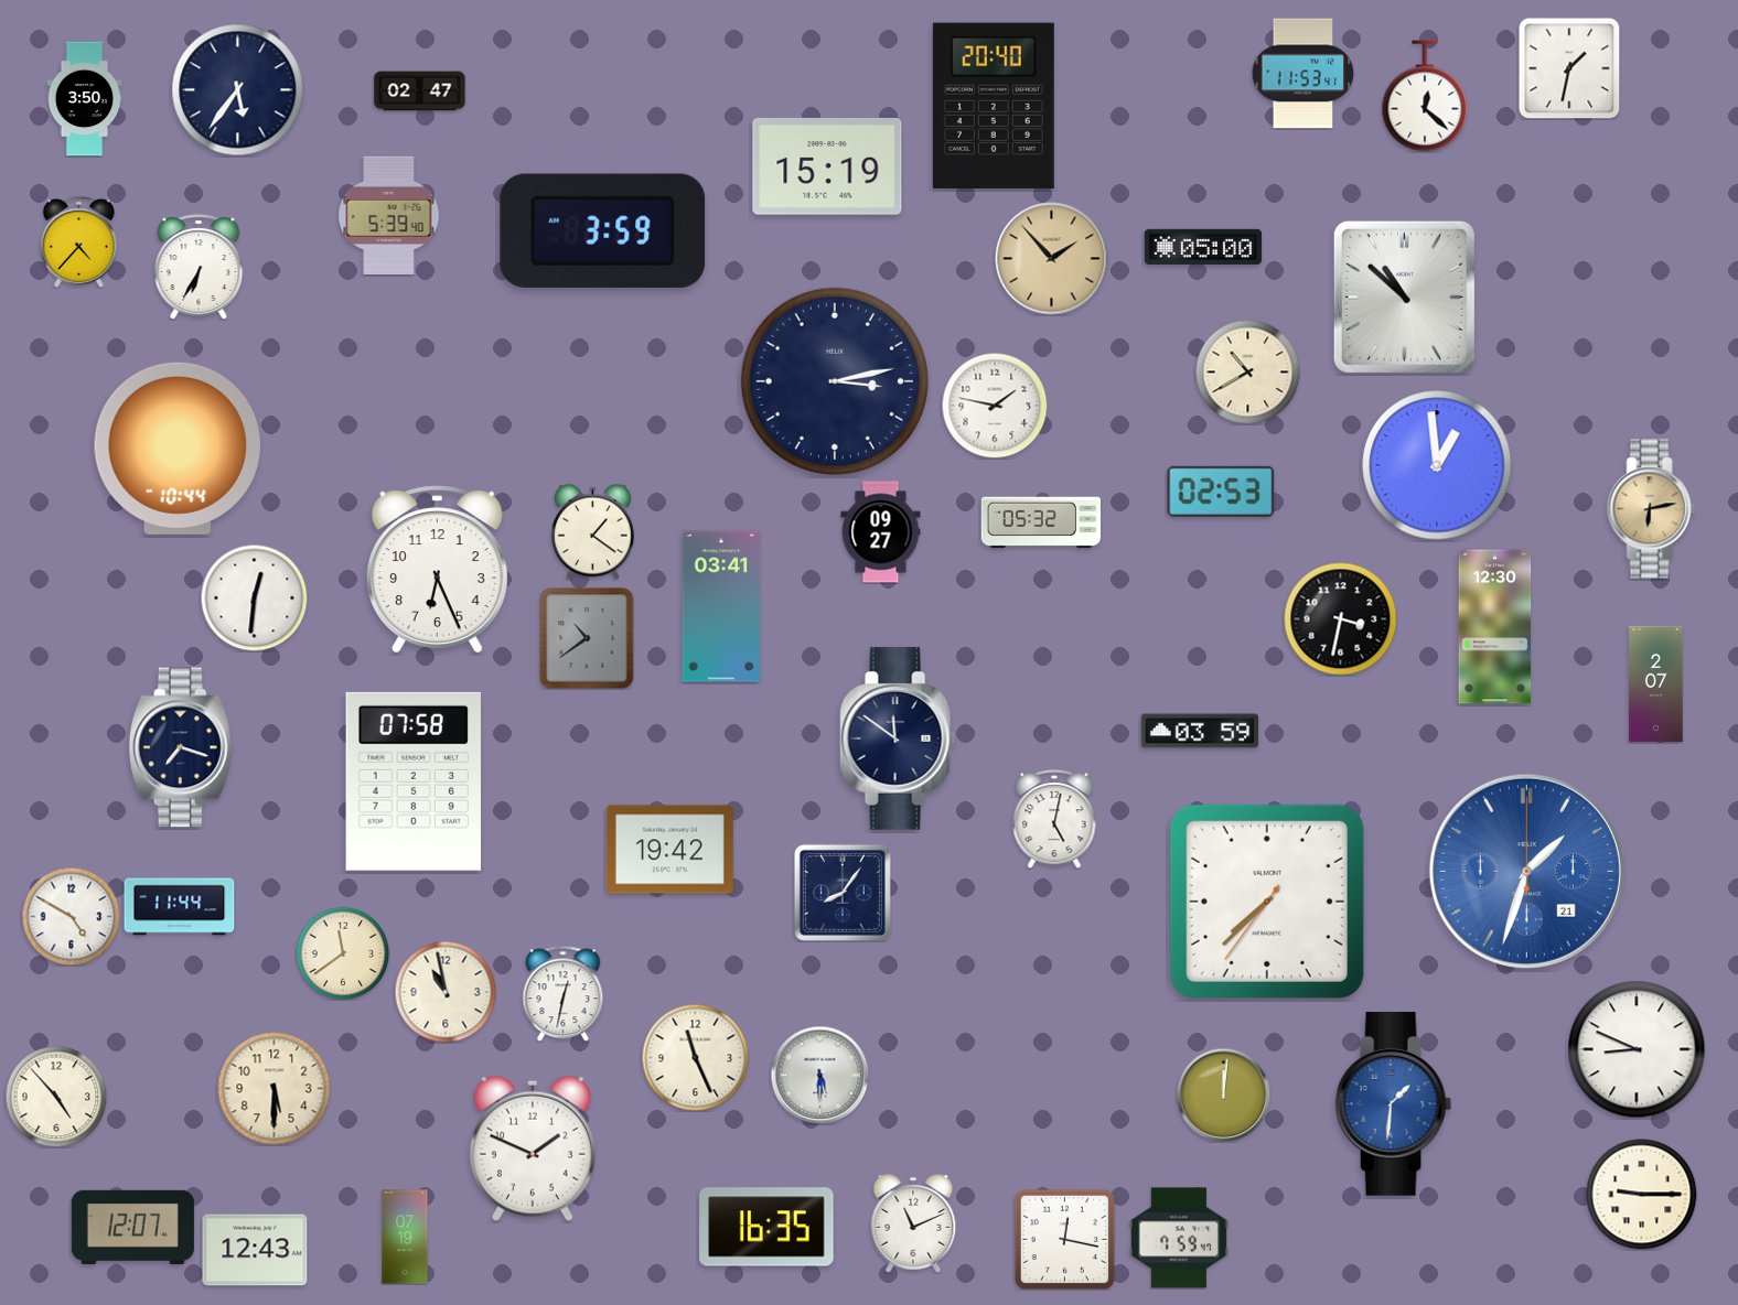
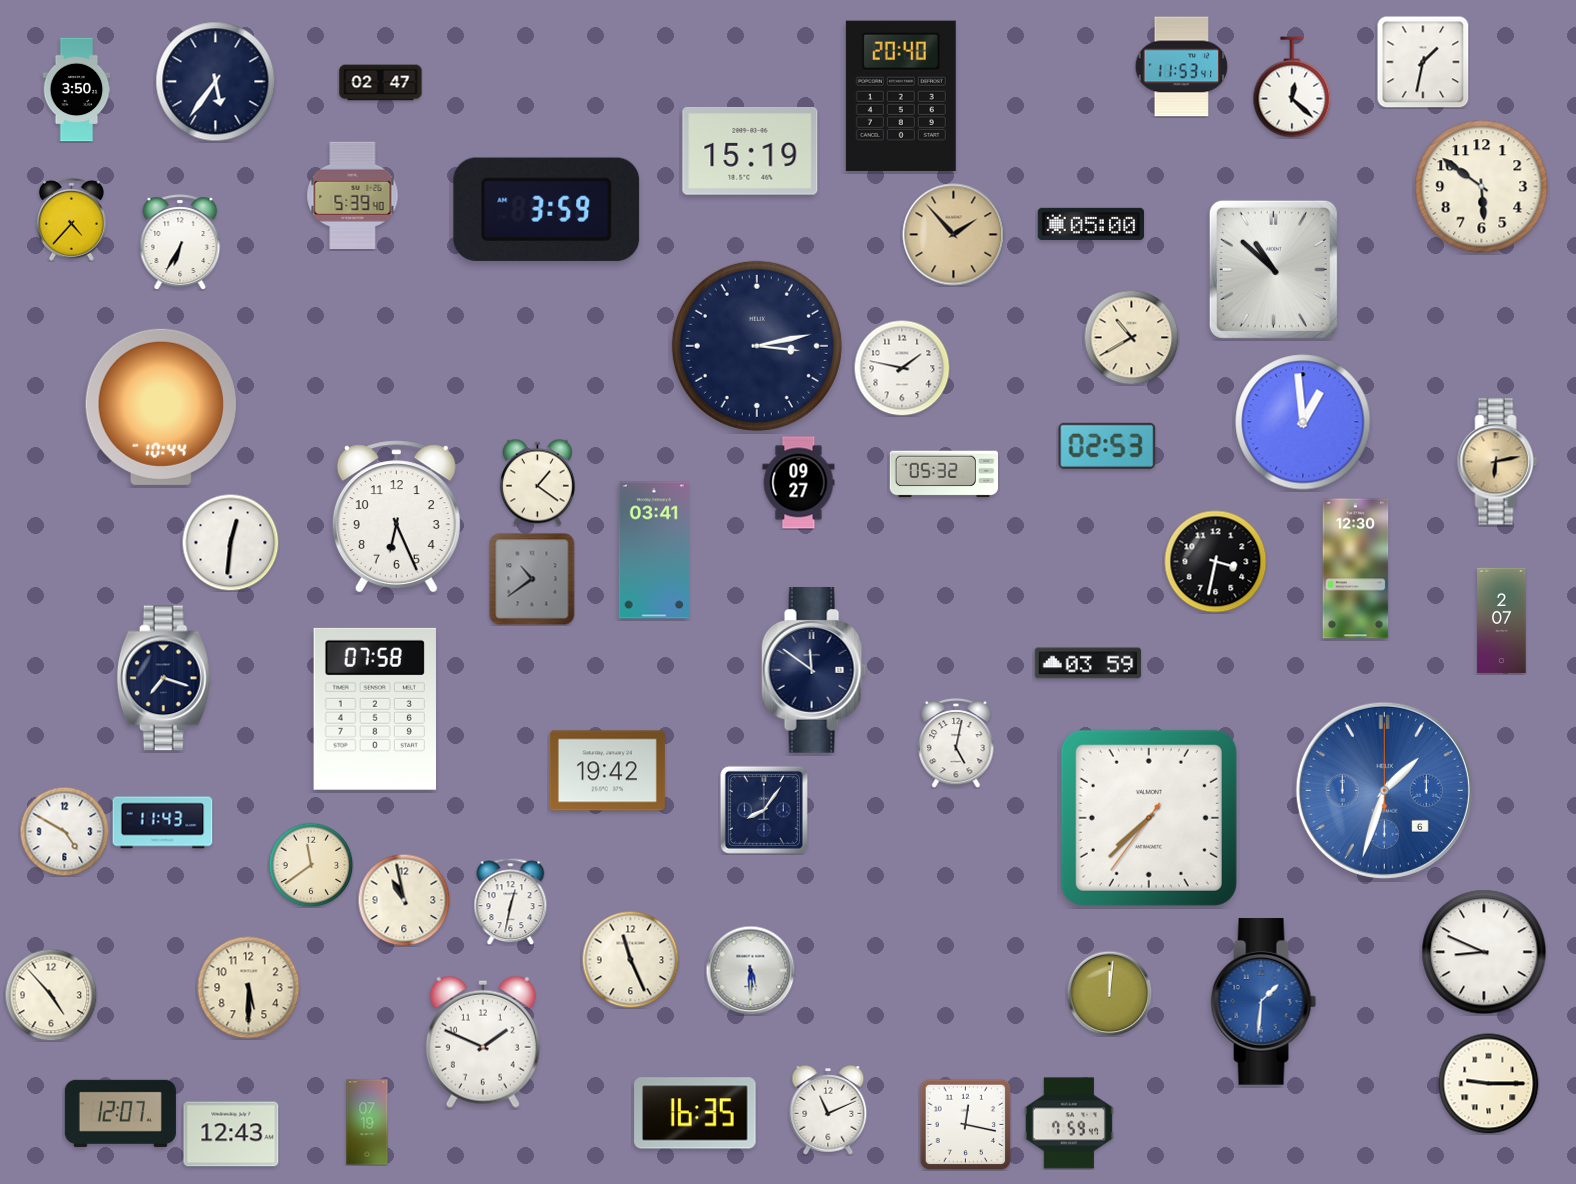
clock at (1482, 187): none -> 5:51
clock at (1526, 871) date: 21 -> 6
clock at (180, 907): 11:44 -> 11:43
clock at (819, 1075) position: (819, 1075) -> (750, 970)
